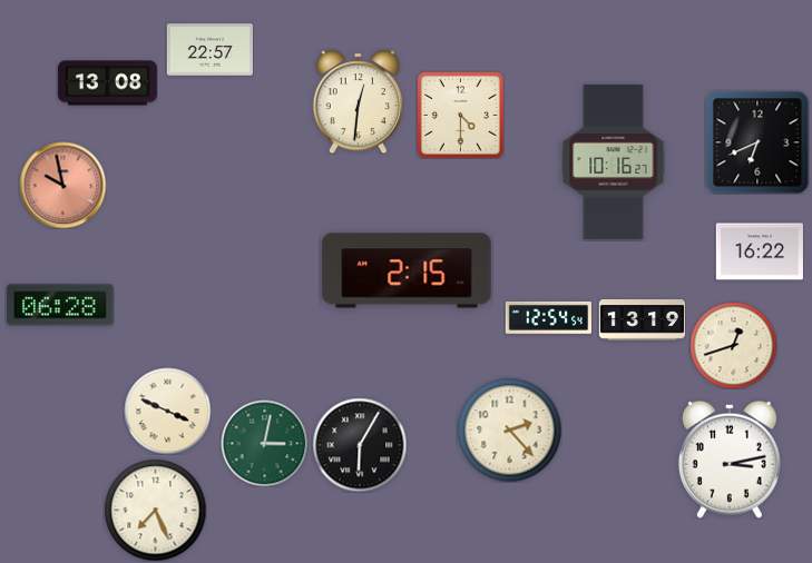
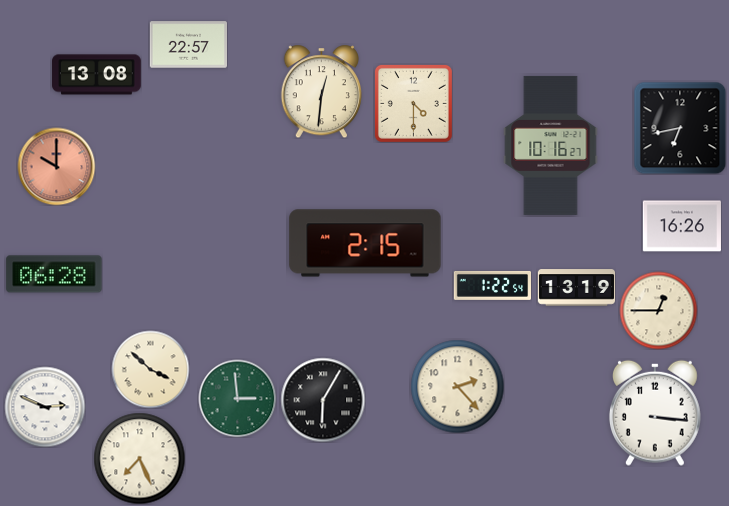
clock at (757, 142): 6:41 -> 6:43
clock at (62, 185): 9:58 -> 10:00
clock at (760, 251): 16:22 -> 16:26
clock at (548, 317): 12:54 -> 1:22
clock at (733, 345): 12:42 -> 12:45
clock at (167, 411): 3:49 -> 3:52
clock at (264, 443): 3:02 -> 2:59
clock at (45, 407): none -> 2:49
clock at (730, 460): 3:13 -> 3:16
